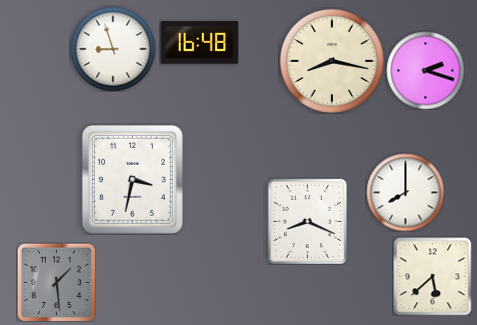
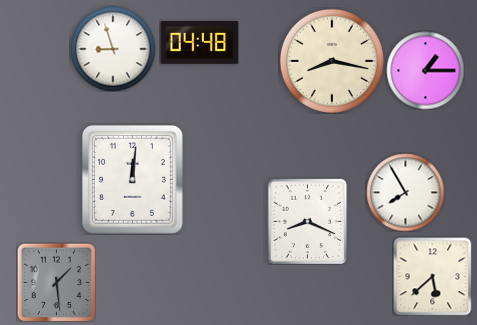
clock at (199, 43): 16:48 -> 04:48
clock at (425, 70): 2:18 -> 1:15
clock at (132, 179): 3:32 -> 12:01
clock at (405, 192): 8:00 -> 7:55
